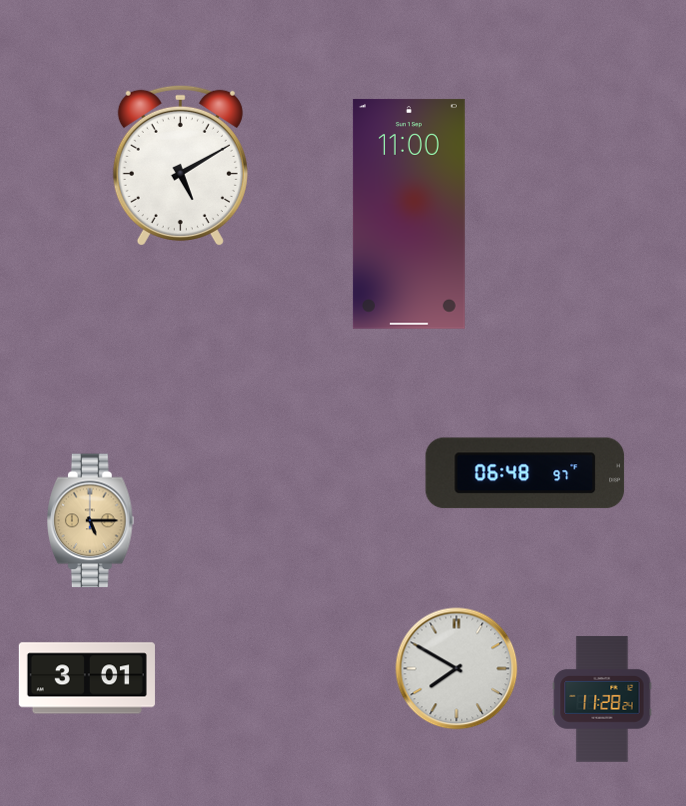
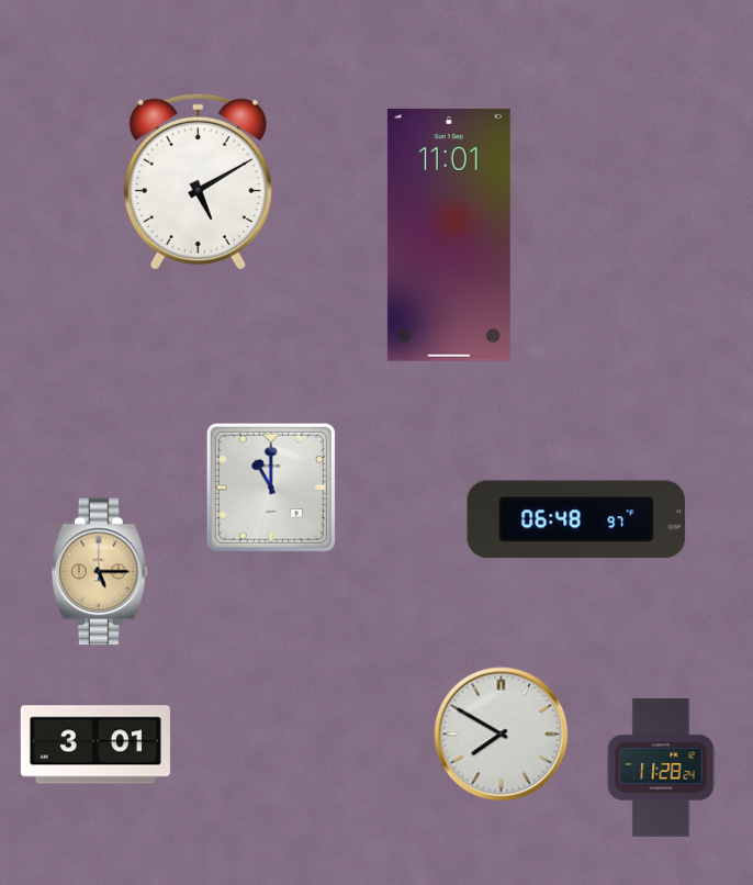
clock at (409, 214): 11:00 -> 11:01
clock at (271, 488): none -> 11:00
